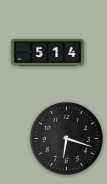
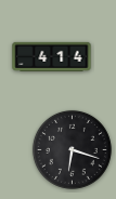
clock at (48, 52): 5:14 -> 4:14
